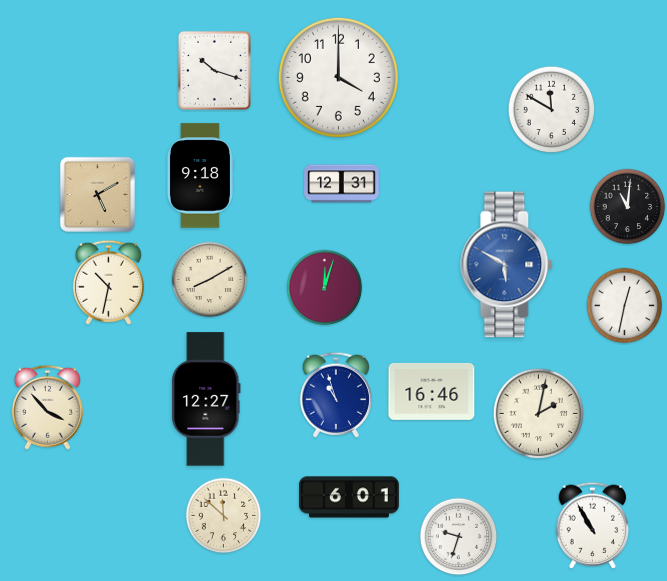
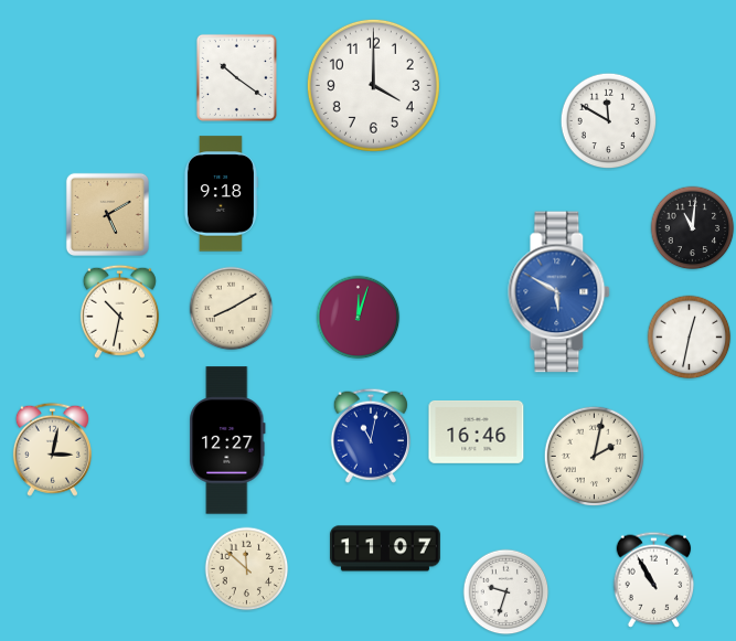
clock at (214, 70): 10:18 -> 10:21
clock at (342, 184): 12:31 -> none
clock at (336, 395): 10:57 -> 11:02
clock at (47, 407): 3:53 -> 3:02
clock at (349, 497): 6:01 -> 11:07
